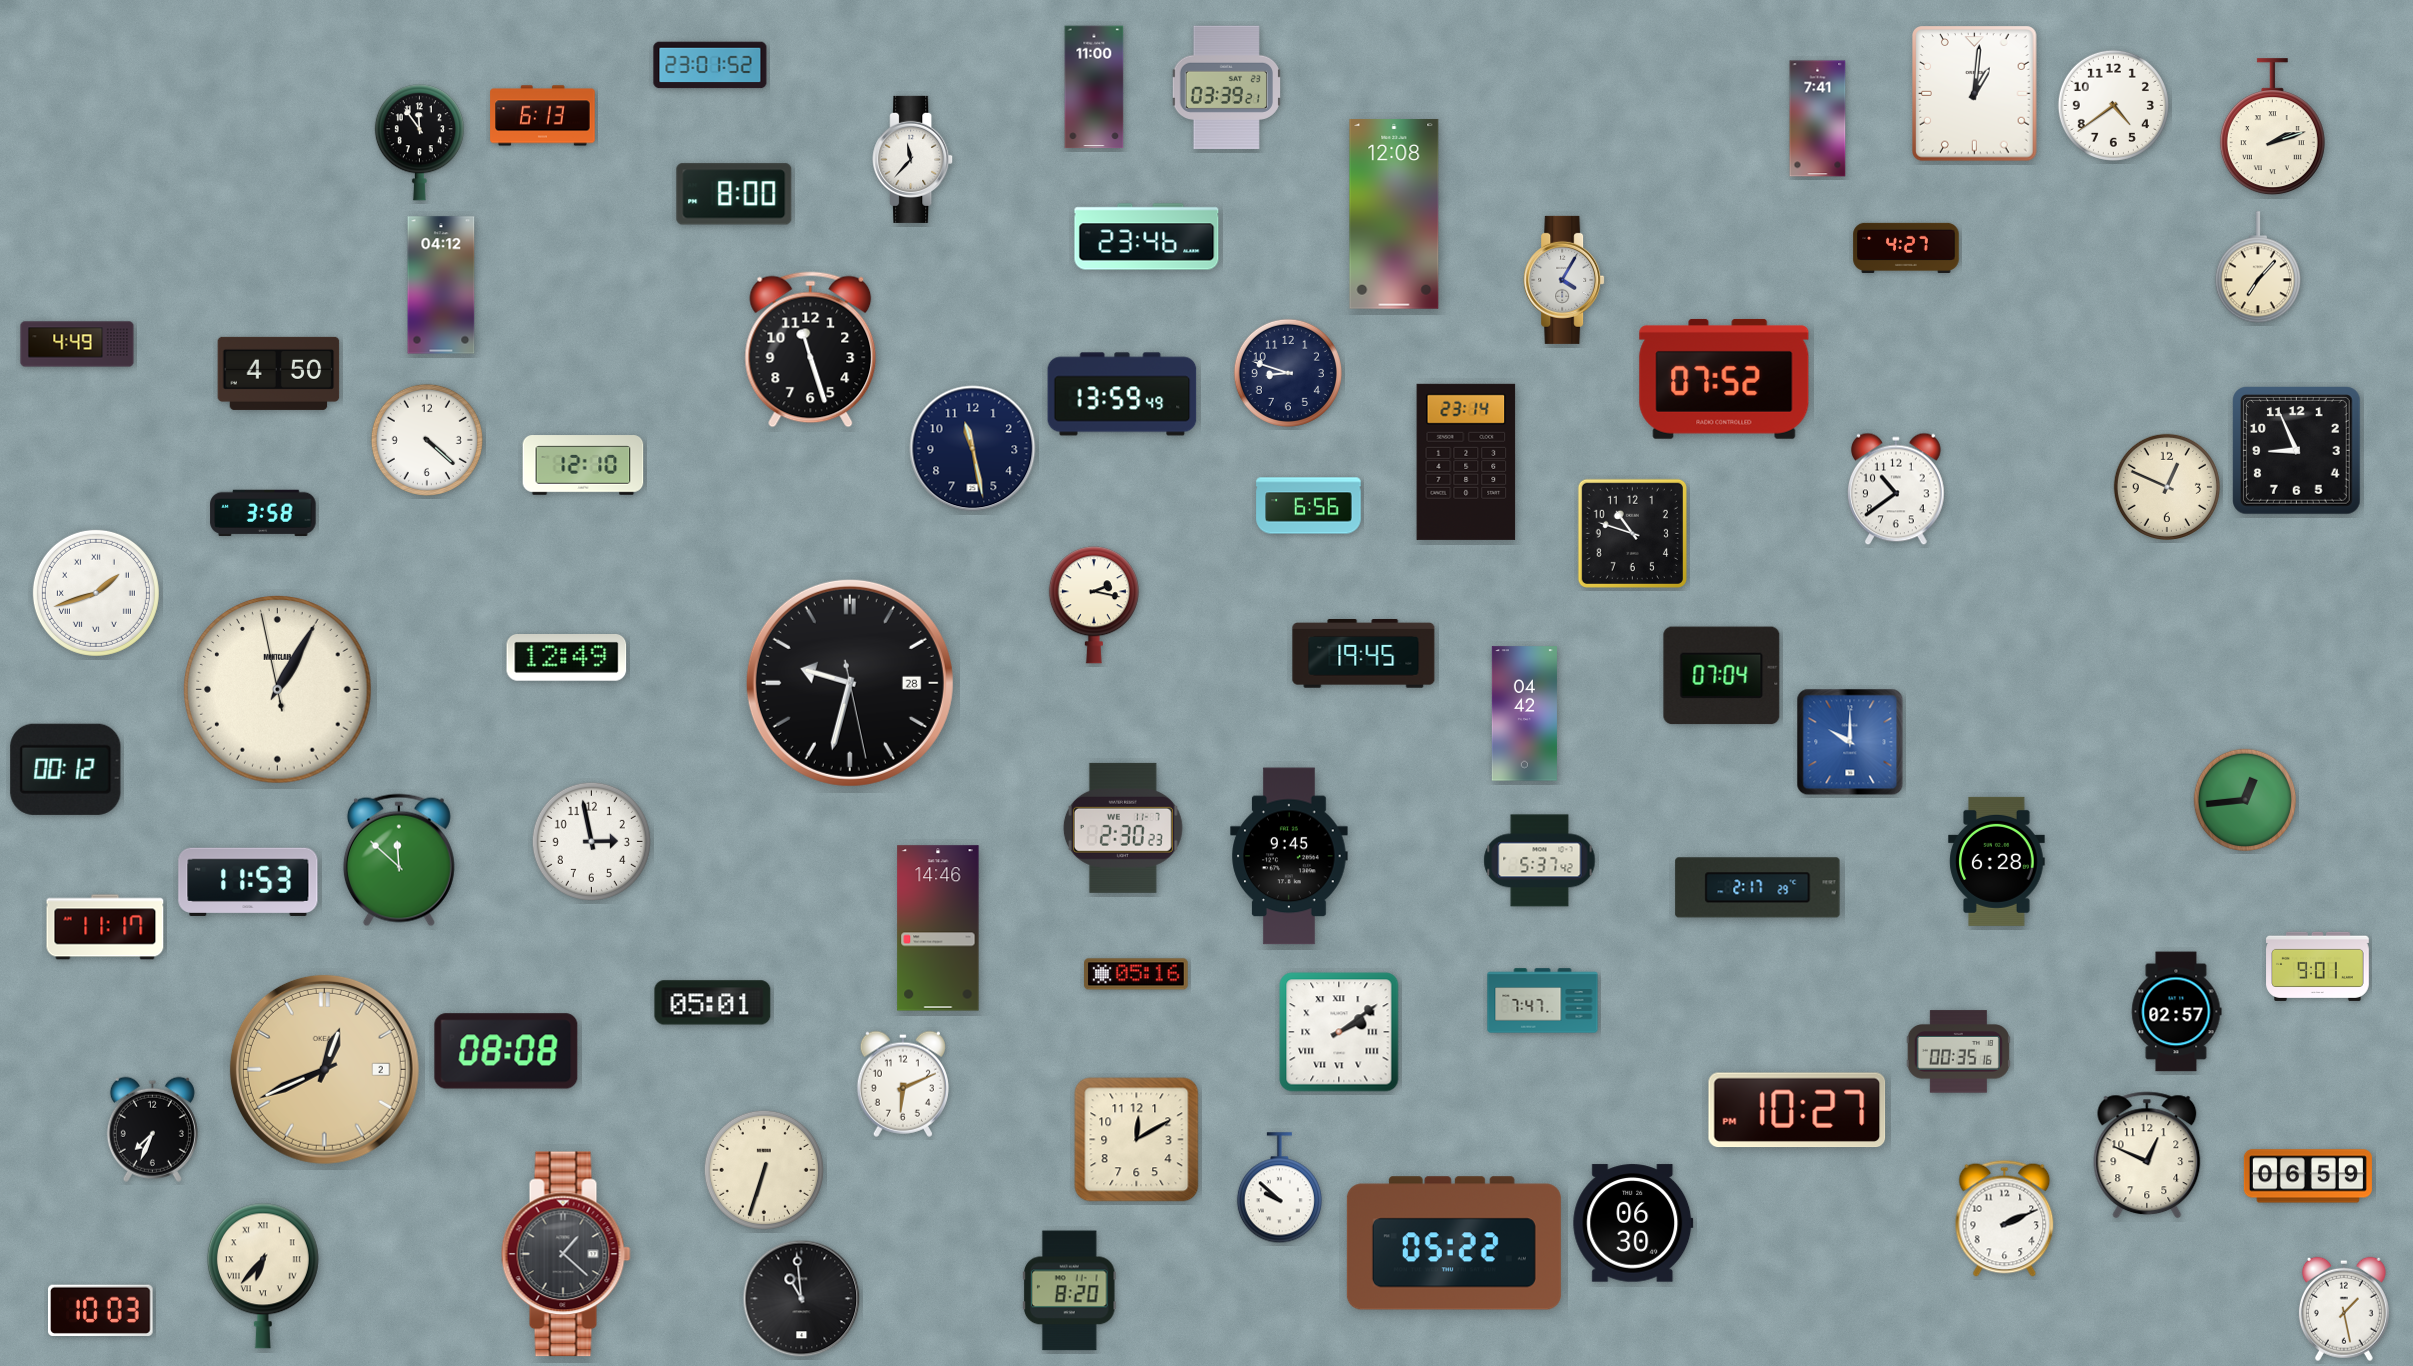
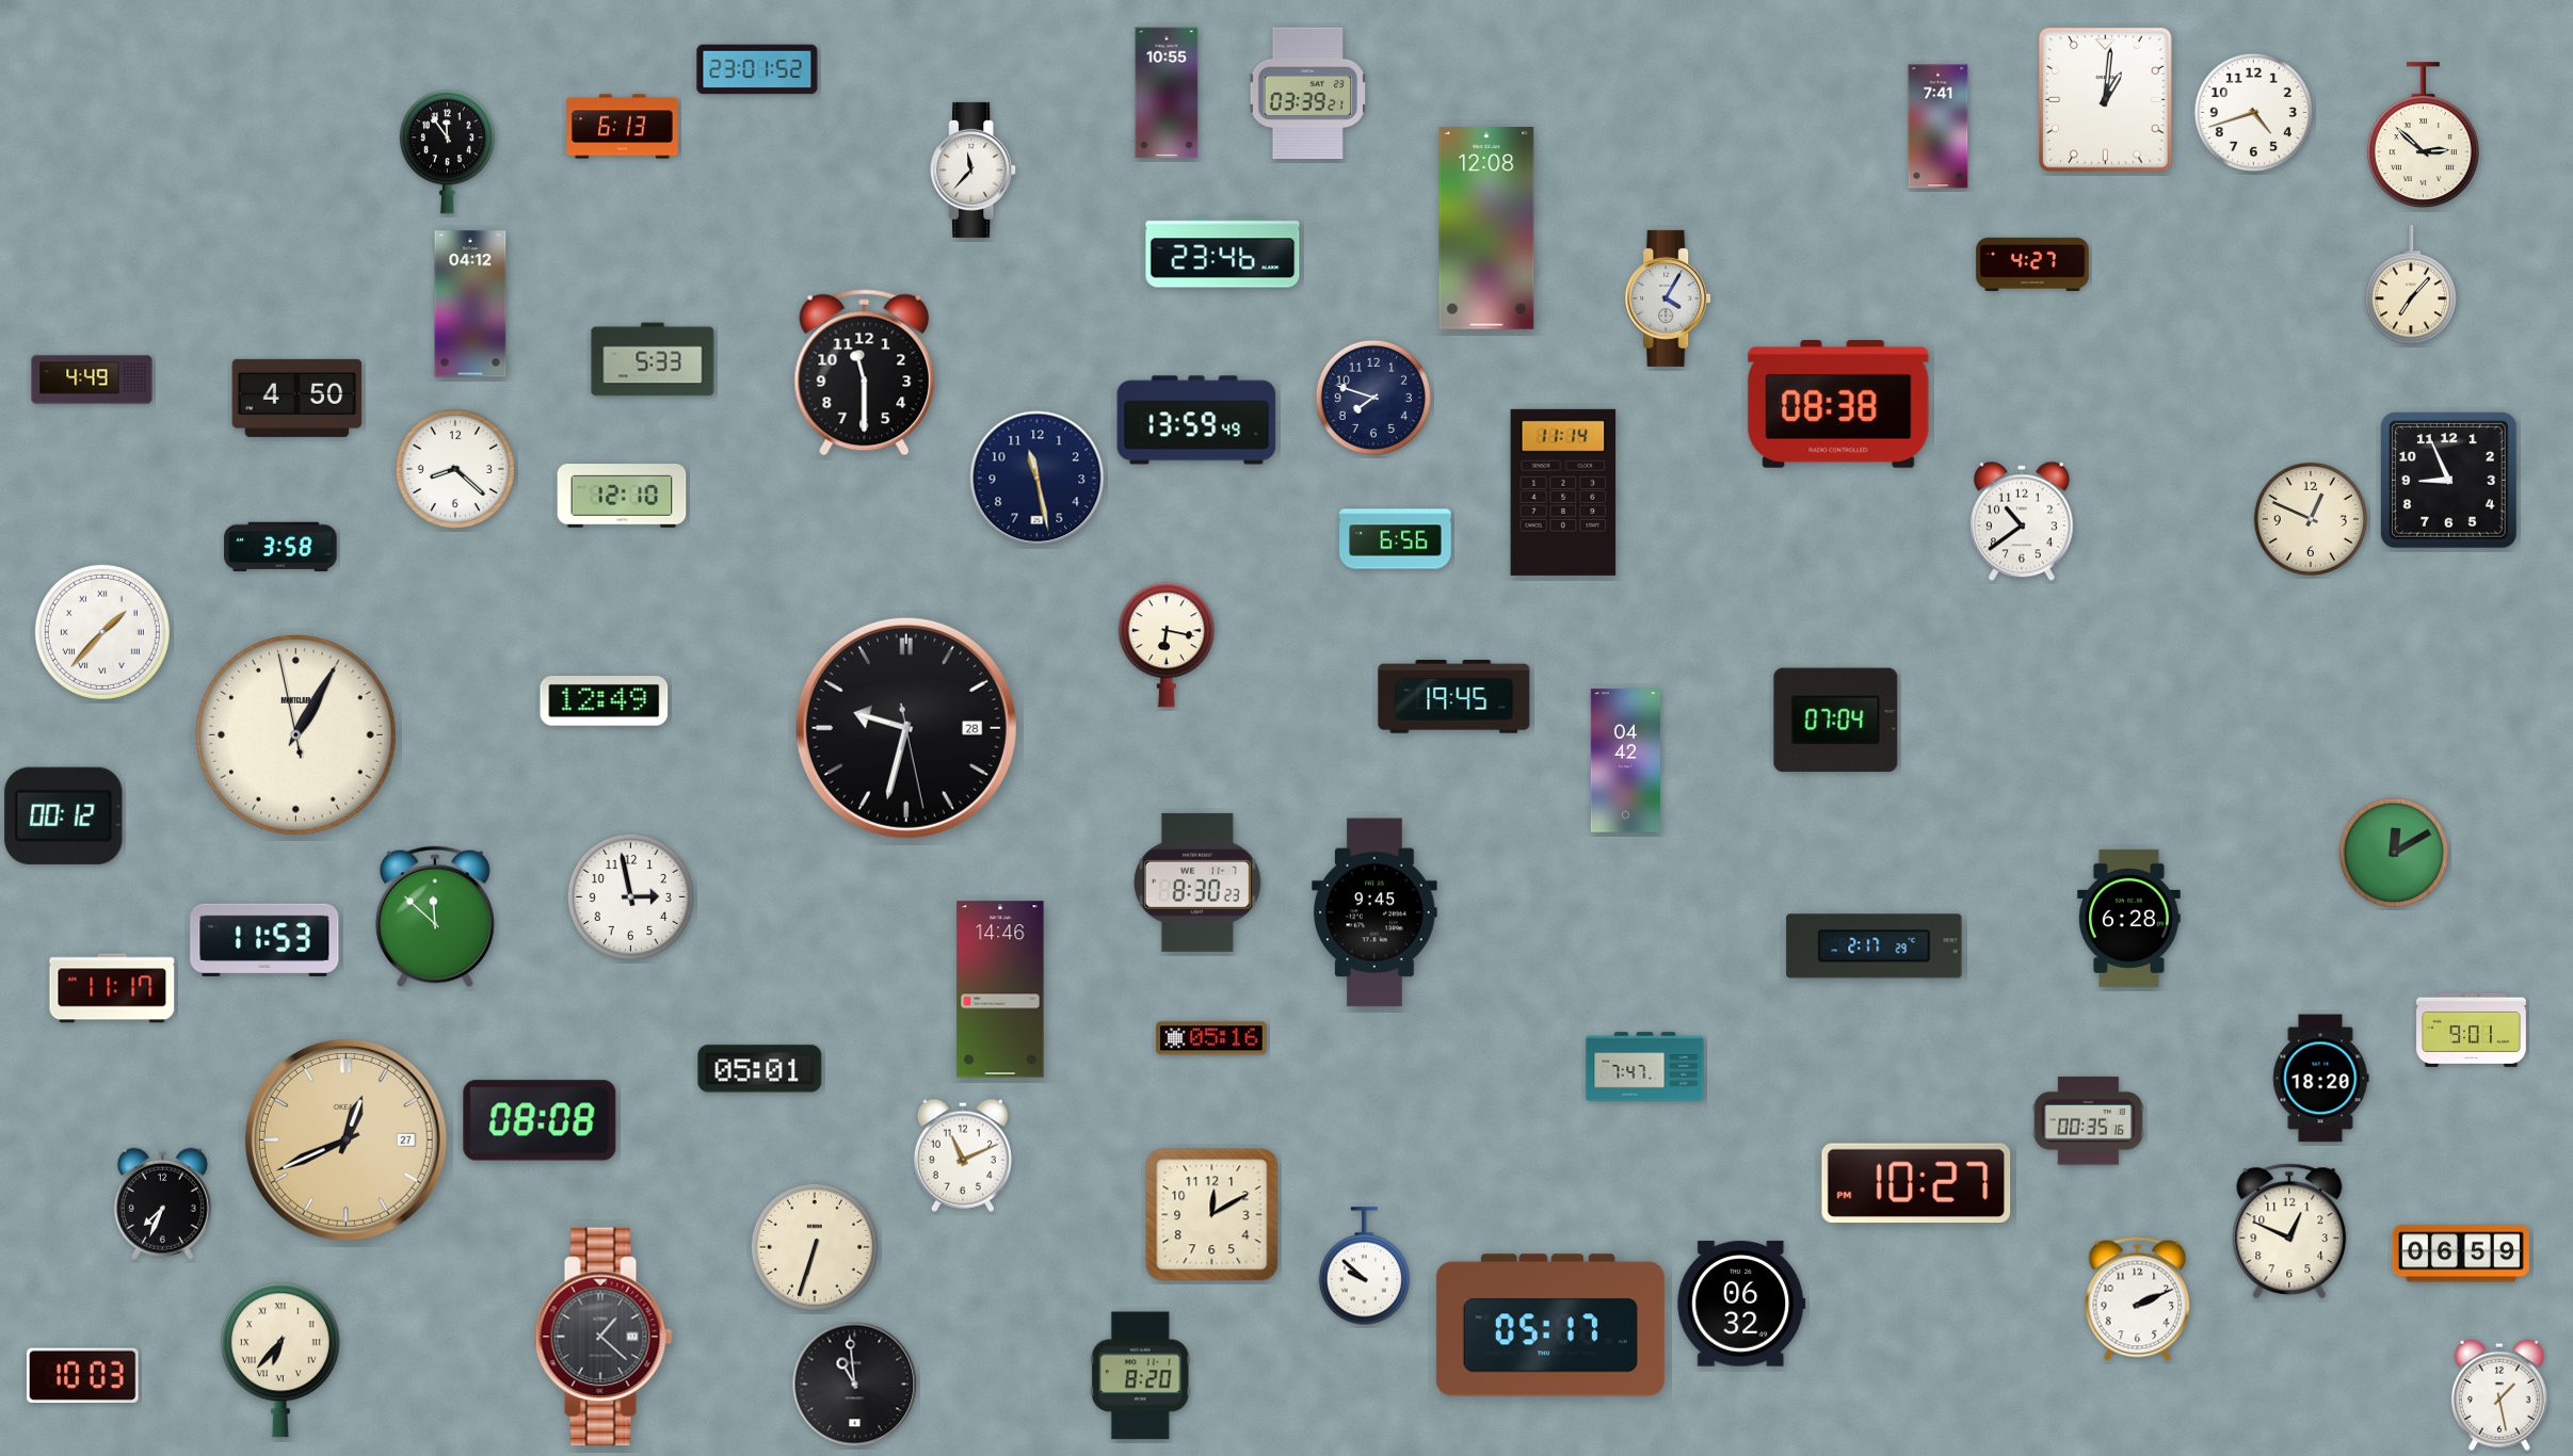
clock at (1094, 87): 11:00 -> 10:55
clock at (2113, 105): 4:39 -> 4:42
clock at (543, 116) position: (543, 116) -> (623, 127)
clock at (2272, 127): 2:12 -> 2:52
clock at (734, 194): 8:00 -> none
clock at (2258, 268) position: (2258, 268) -> (2411, 286)
clock at (653, 359): none -> 5:33
clock at (77, 344) position: (77, 344) -> (92, 379)
clock at (811, 350): 11:27 -> 11:30
clock at (1288, 373): 8:48 -> 7:48
clock at (1724, 379): 07:52 -> 08:38
clock at (427, 440): 4:22 -> 8:22
clock at (1466, 462): 23:14 -> 11:14
clock at (1632, 533): 10:48 -> none
clock at (96, 593): 1:42 -> 1:37
clock at (1094, 605): 2:17 -> 6:17
clock at (1850, 742): 10:00 -> none
clock at (66, 769) position: (66, 769) -> (64, 815)
clock at (2245, 800): 12:44 -> 12:10
clock at (1123, 828): 2:30 -> 8:30
clock at (399, 860) position: (399, 860) -> (435, 917)
clock at (1540, 861): 5:37 -> none
clock at (2176, 1012): 02:57 -> 18:20
clock at (1339, 1032): 2:09 -> none
clock at (324, 1069) date: 2 -> 27
clock at (903, 1084): 6:11 -> 11:11
clock at (1633, 1223): 06:30 -> 06:32
clock at (1454, 1243): 05:22 -> 05:17
clock at (101, 1310) position: (101, 1310) -> (83, 1375)
